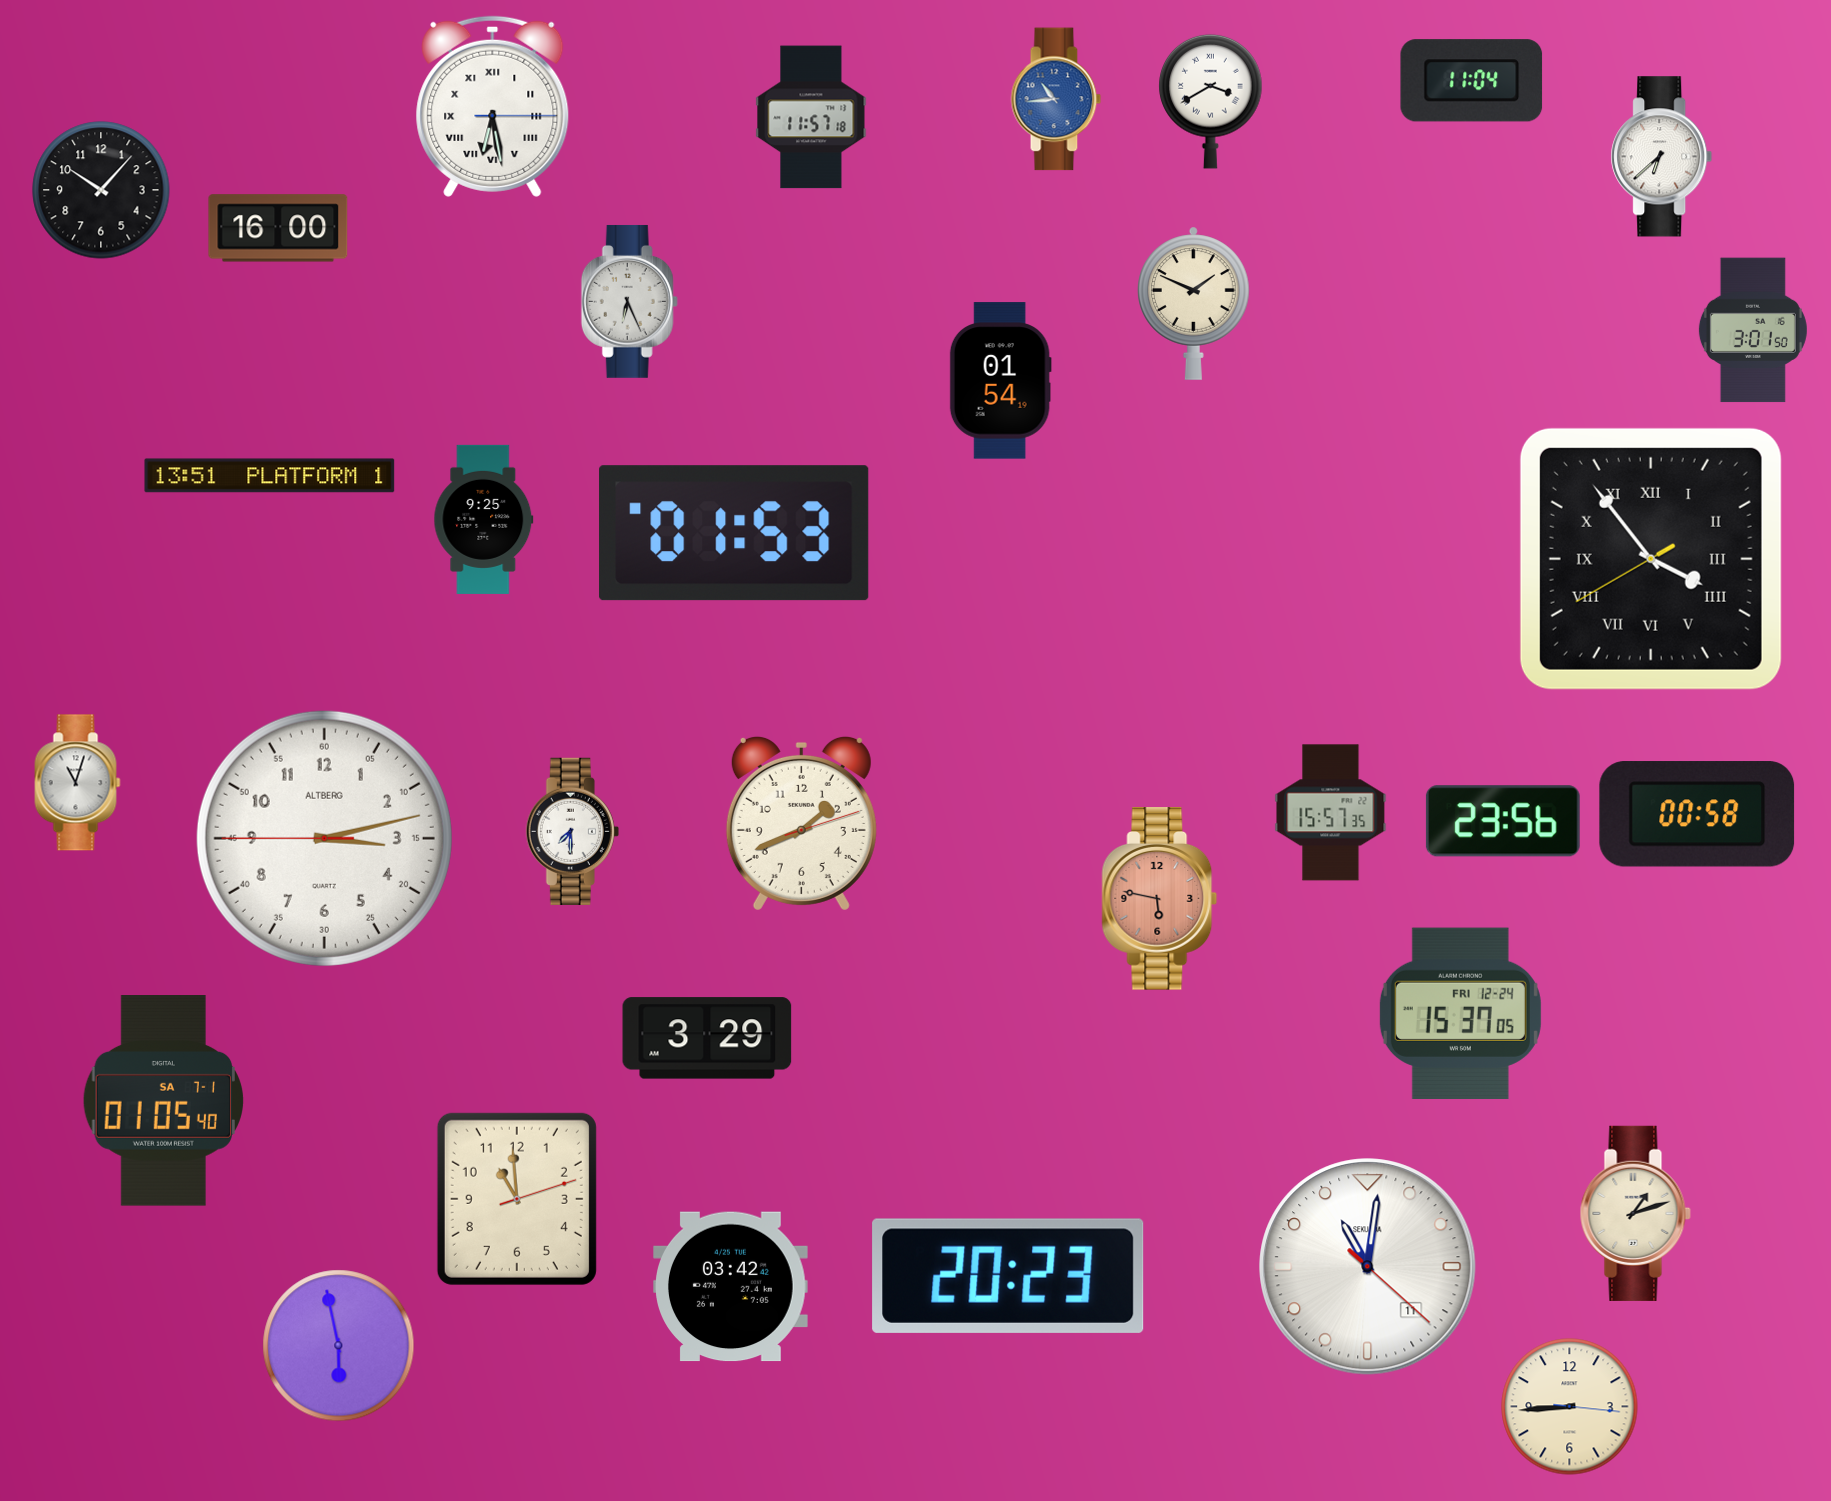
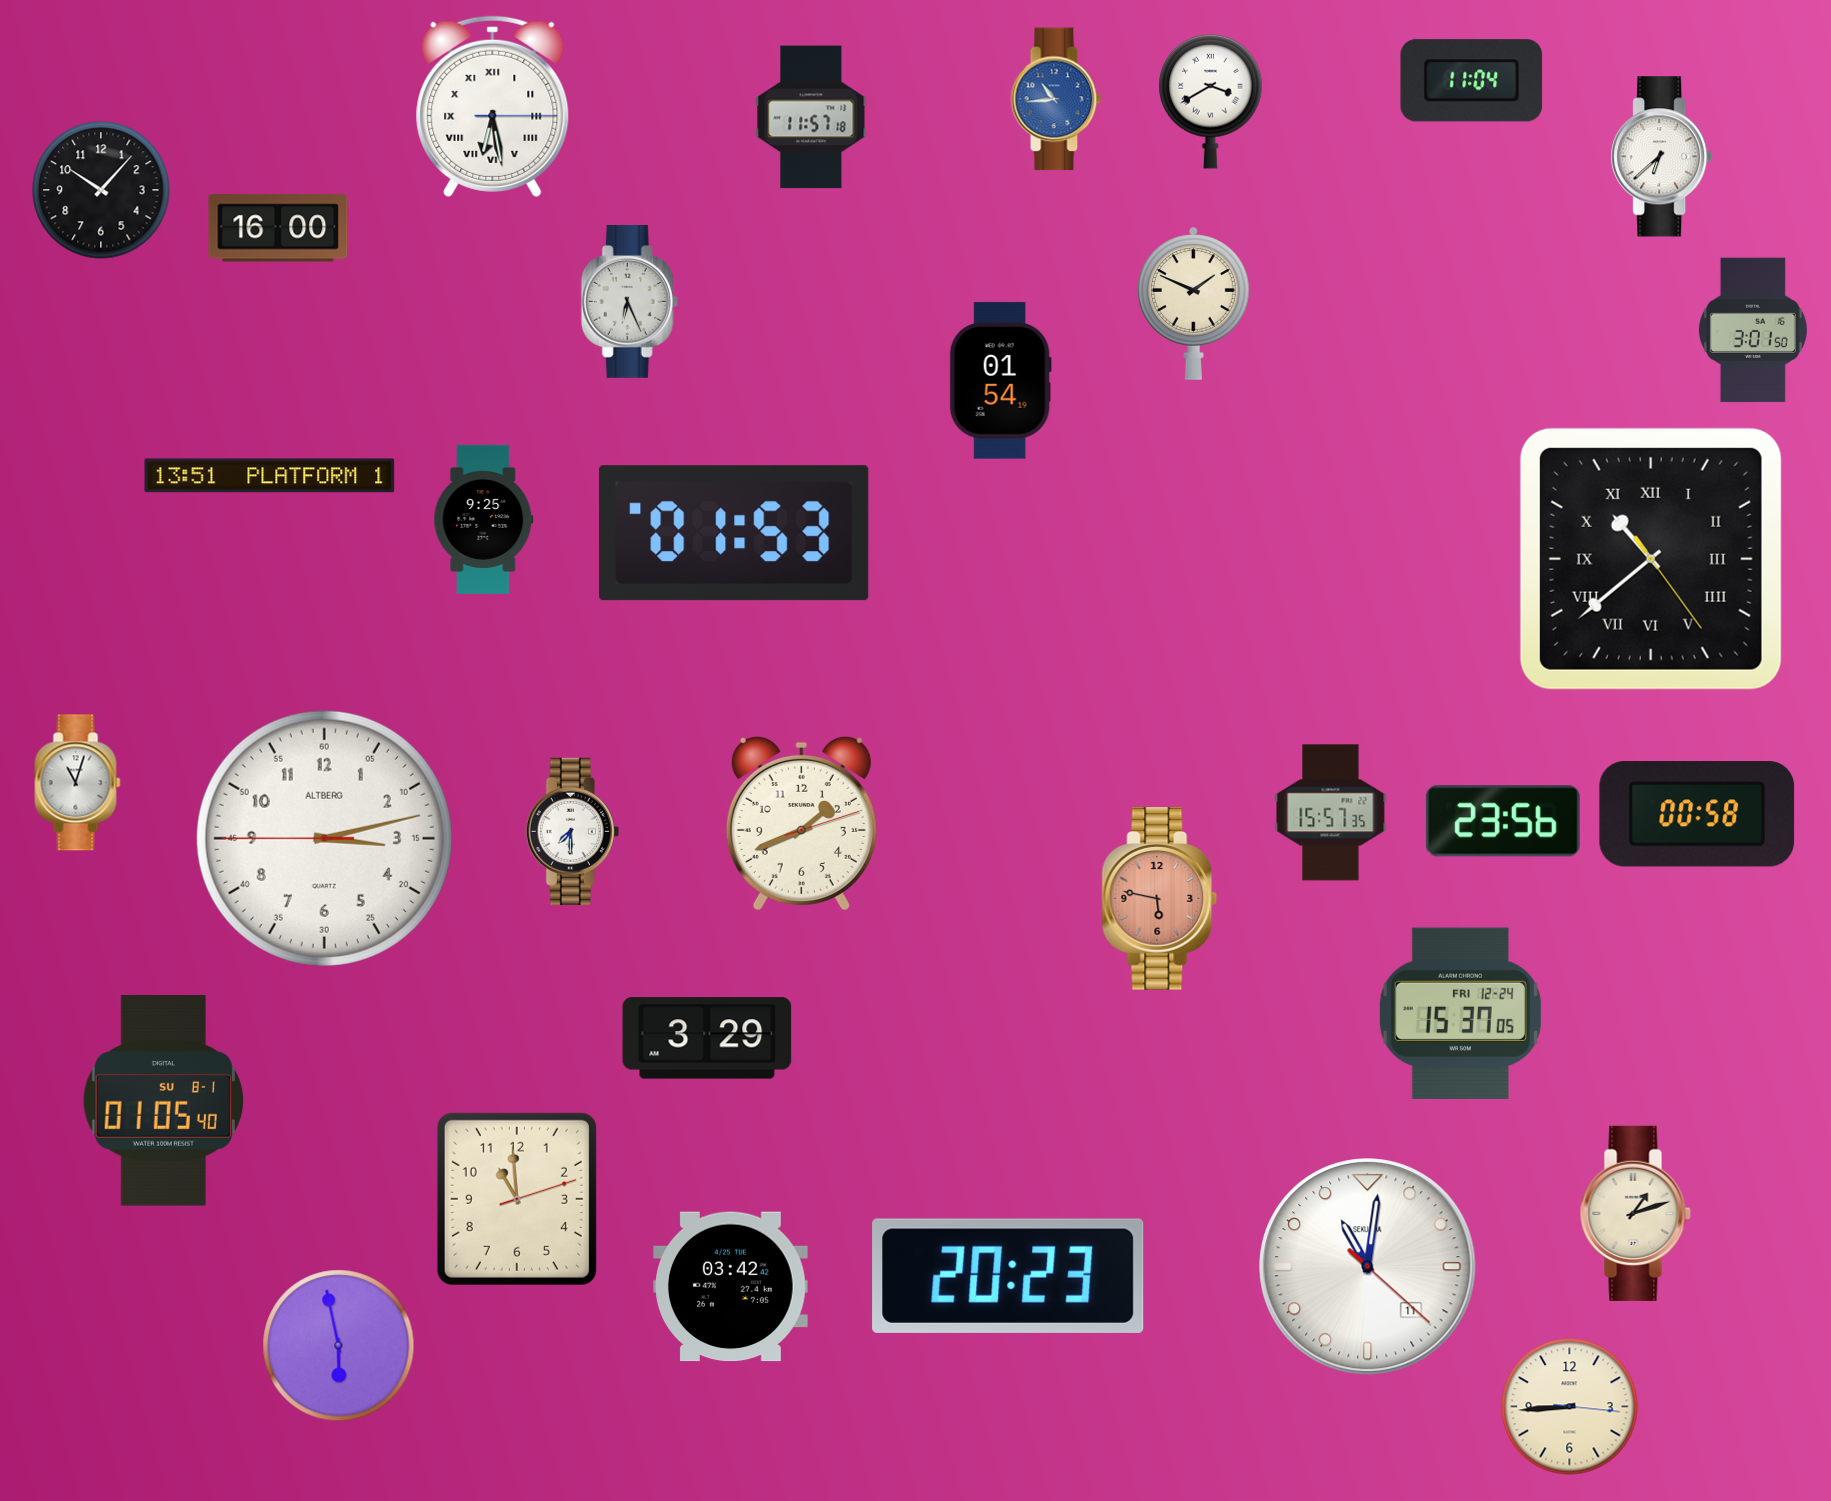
clock at (1651, 559): 3:53 -> 10:38
clock at (163, 1101) date: SA 7-1 -> SU 8-1
